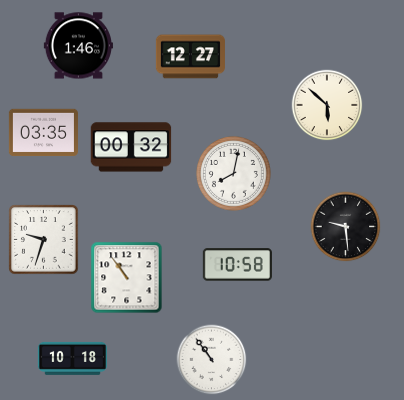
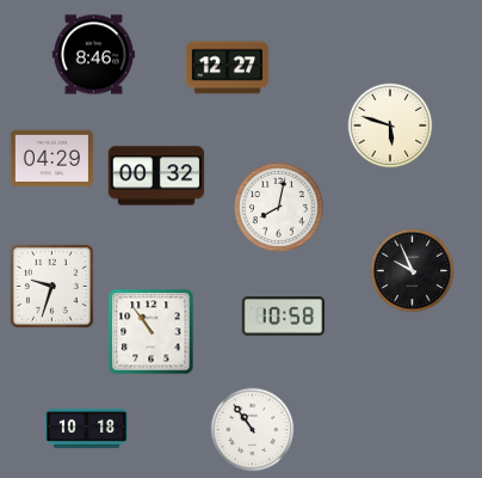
clock at (78, 46): 1:46 -> 8:46
clock at (327, 105): 5:52 -> 5:48
clock at (43, 133): 03:35 -> 04:29
clock at (346, 227): 9:29 -> 9:56
